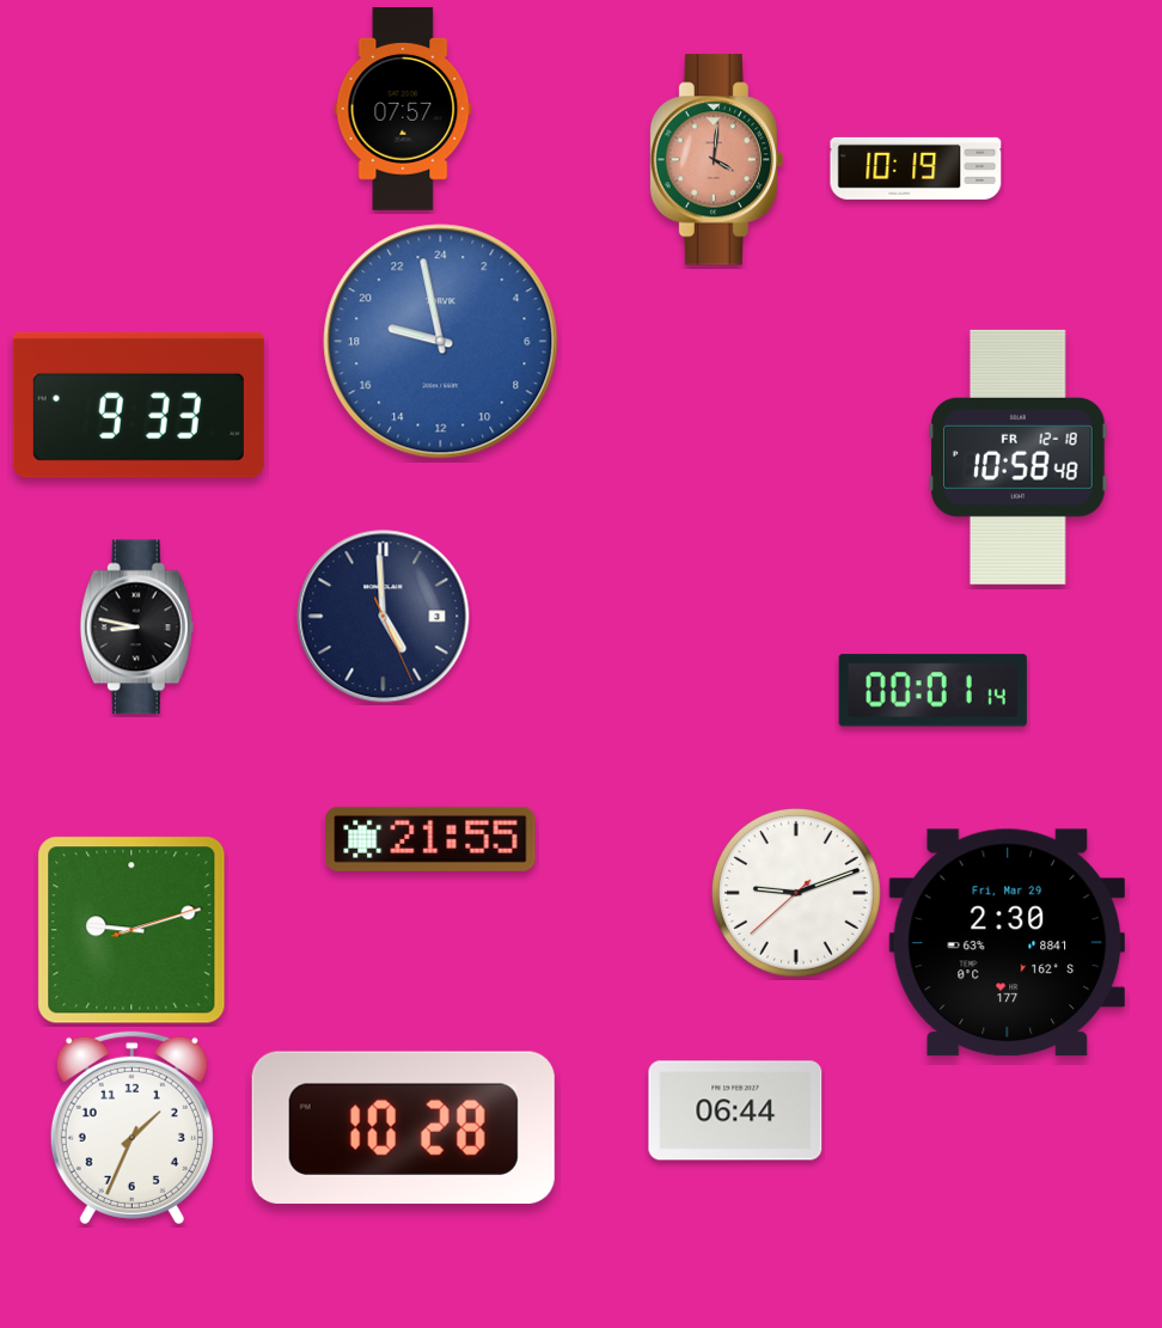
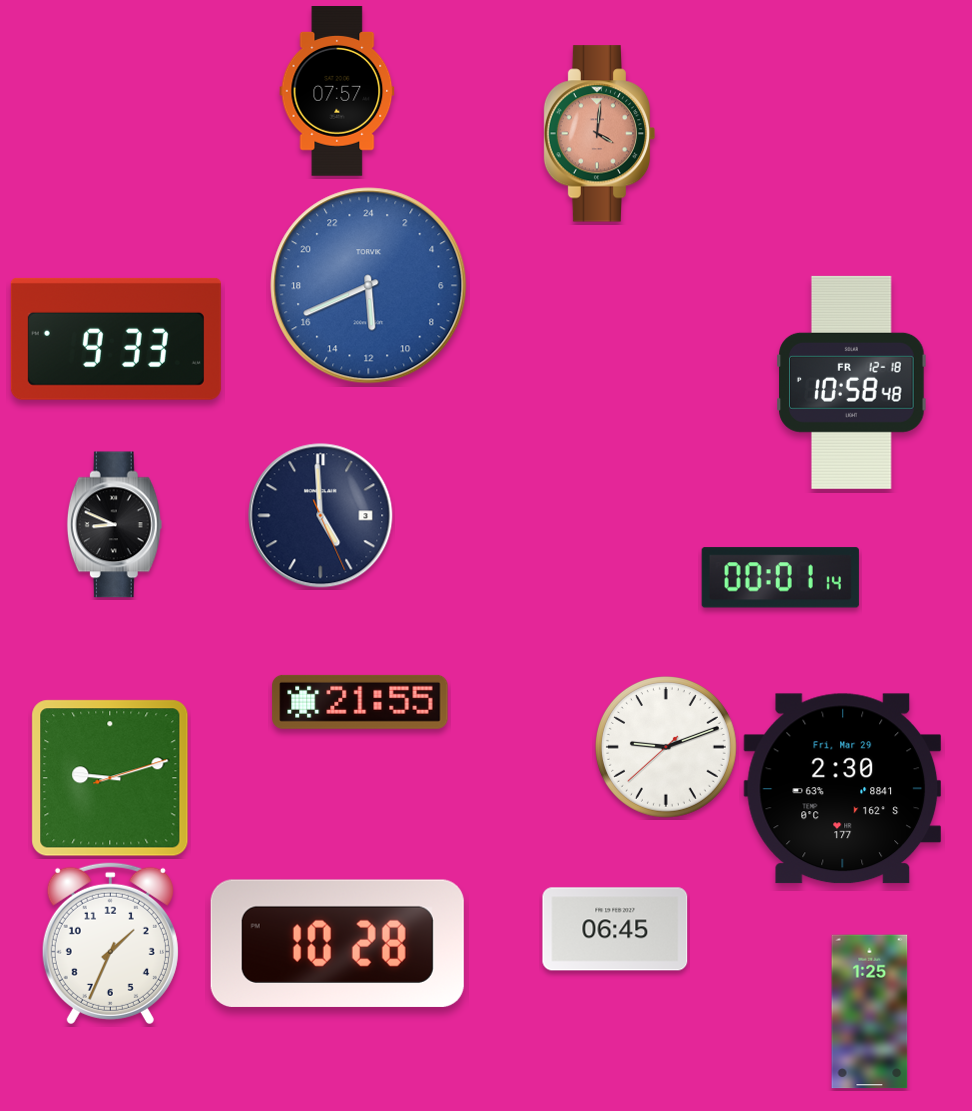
clock at (916, 169): 10:19 -> none
clock at (441, 342): 18:58 -> 11:41
clock at (136, 628): 8:47 -> 8:49
clock at (735, 1110): 06:44 -> 06:45
clock at (870, 1012): none -> 1:25
